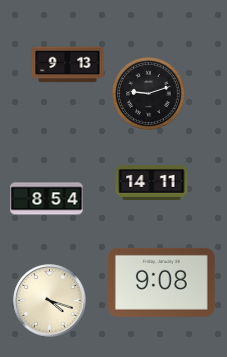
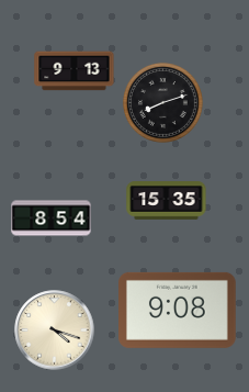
clock at (148, 93): 9:12 -> 8:12
clock at (152, 183): 14:11 -> 15:35
